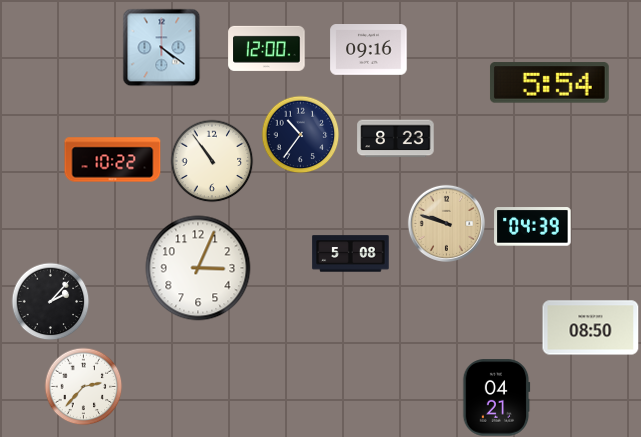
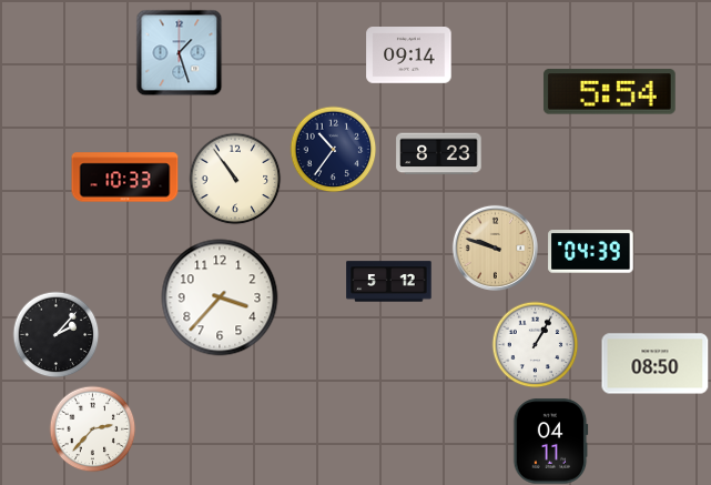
clock at (161, 47): 4:21 -> 1:27
clock at (267, 48): 12:00 -> none
clock at (369, 50): 09:16 -> 09:14
clock at (113, 160): 10:22 -> 10:33
clock at (351, 254): 5:08 -> 5:12
clock at (198, 268): 3:04 -> 3:37
clock at (535, 344): none -> 1:05
clock at (496, 398): 04:21 -> 04:11
